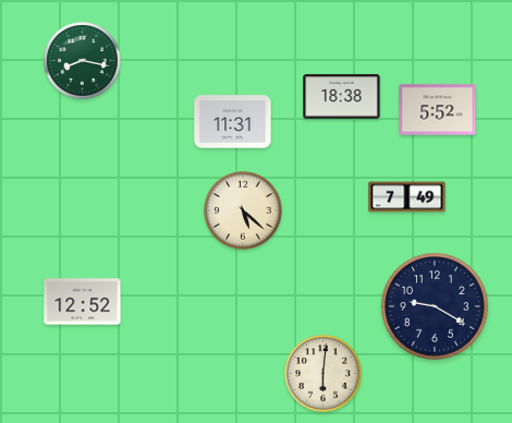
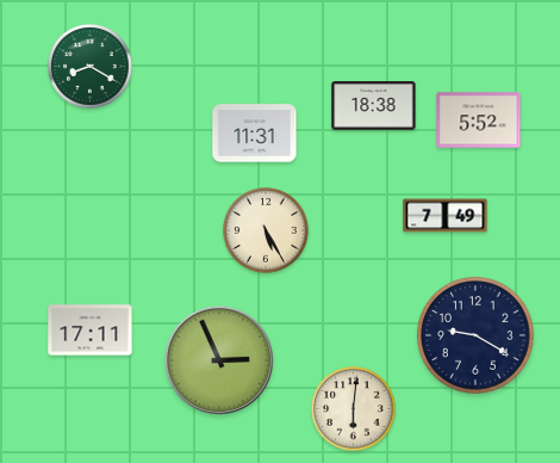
clock at (83, 61): 8:17 -> 8:20
clock at (243, 210): 5:22 -> 5:25
clock at (83, 302): 12:52 -> 17:11
clock at (219, 360): none -> 2:56
